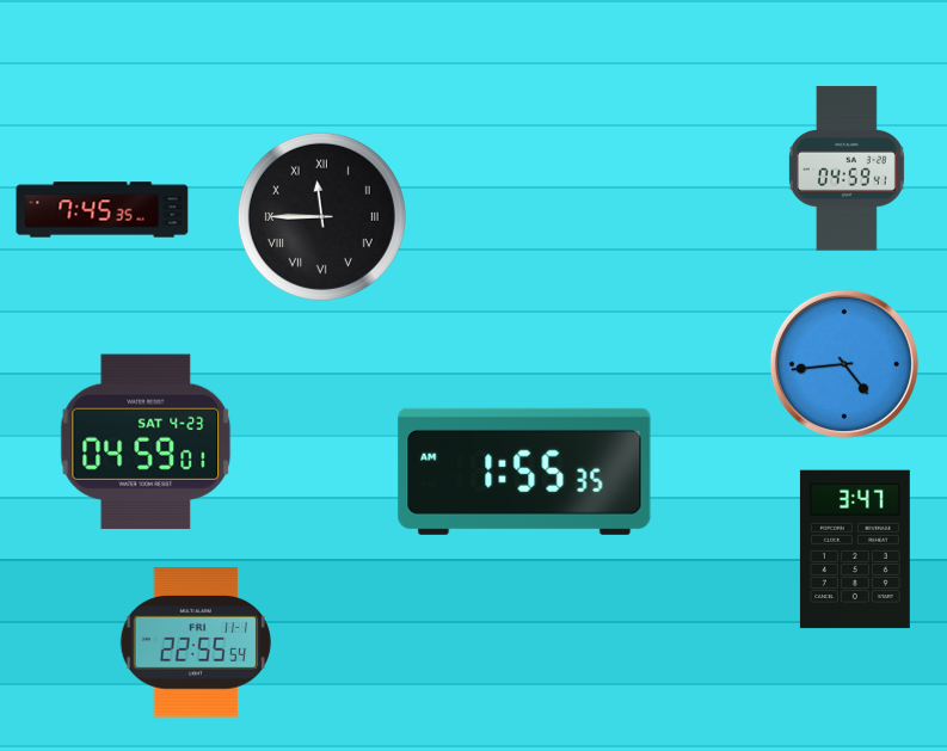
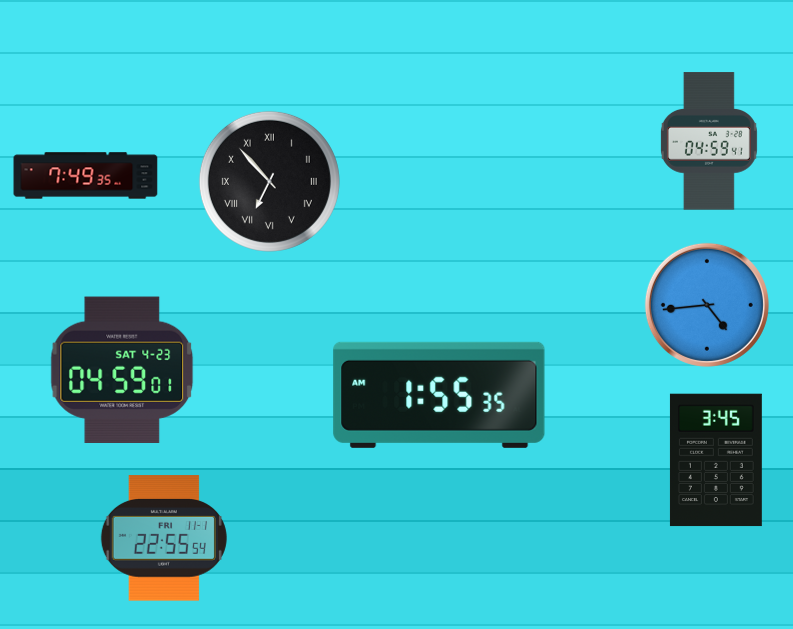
clock at (103, 210): 7:45 -> 7:49
clock at (321, 216): 11:45 -> 6:53
clock at (855, 549): 3:47 -> 3:45
